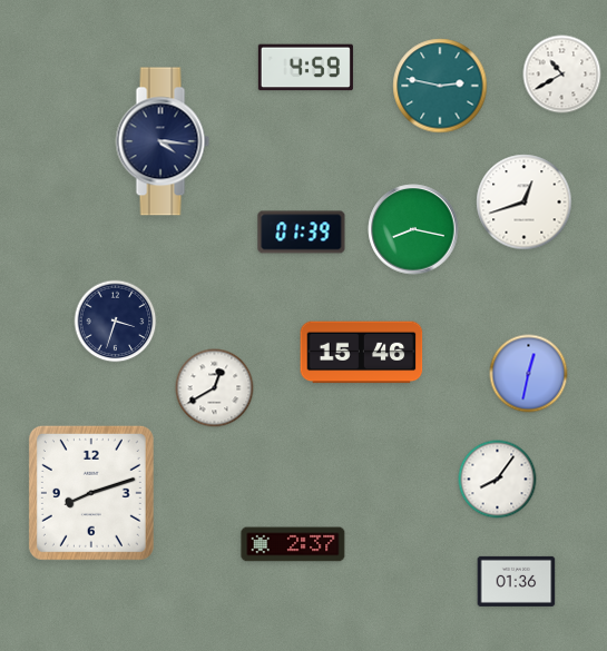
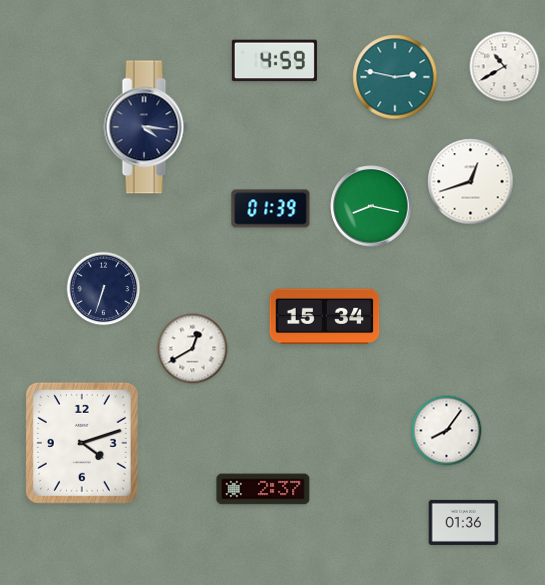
clock at (116, 322): 3:33 -> 6:33
clock at (362, 353): 15:46 -> 15:34
clock at (529, 374): 12:32 -> none
clock at (91, 493): 8:12 -> 4:12
